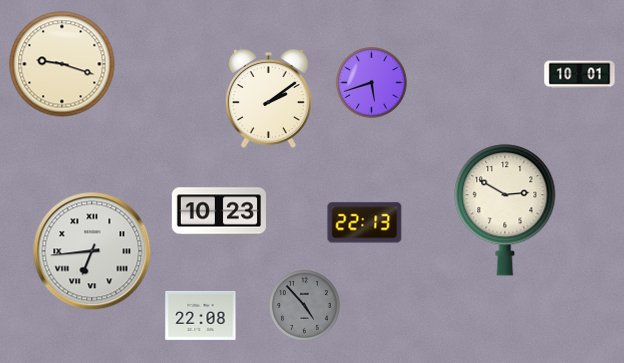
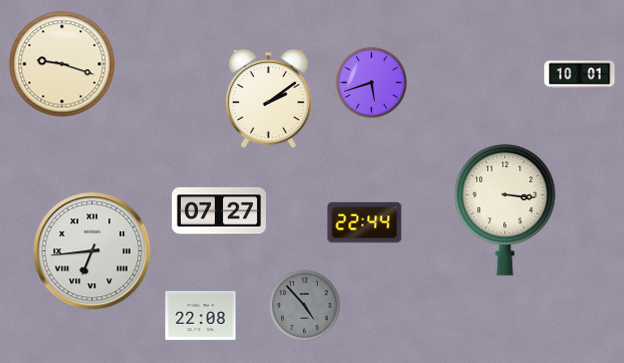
clock at (505, 210): 2:50 -> 3:16
clock at (218, 211): 10:23 -> 07:27
clock at (365, 223): 22:13 -> 22:44
